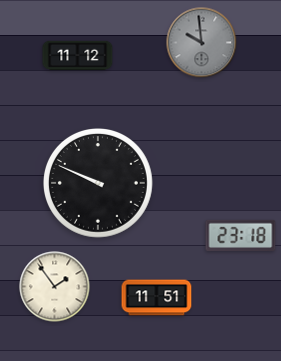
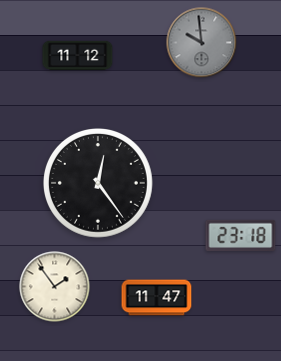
clock at (99, 184): 9:49 -> 12:24
clock at (157, 298): 11:51 -> 11:47
